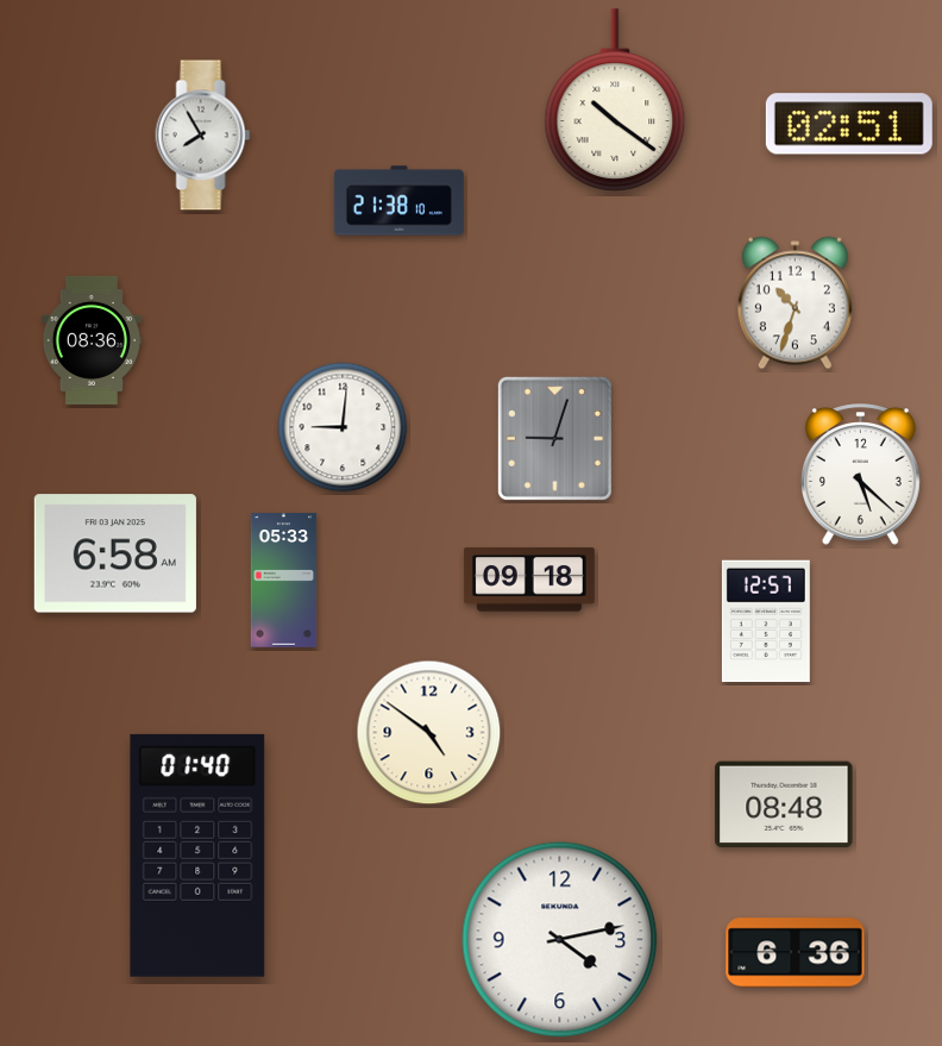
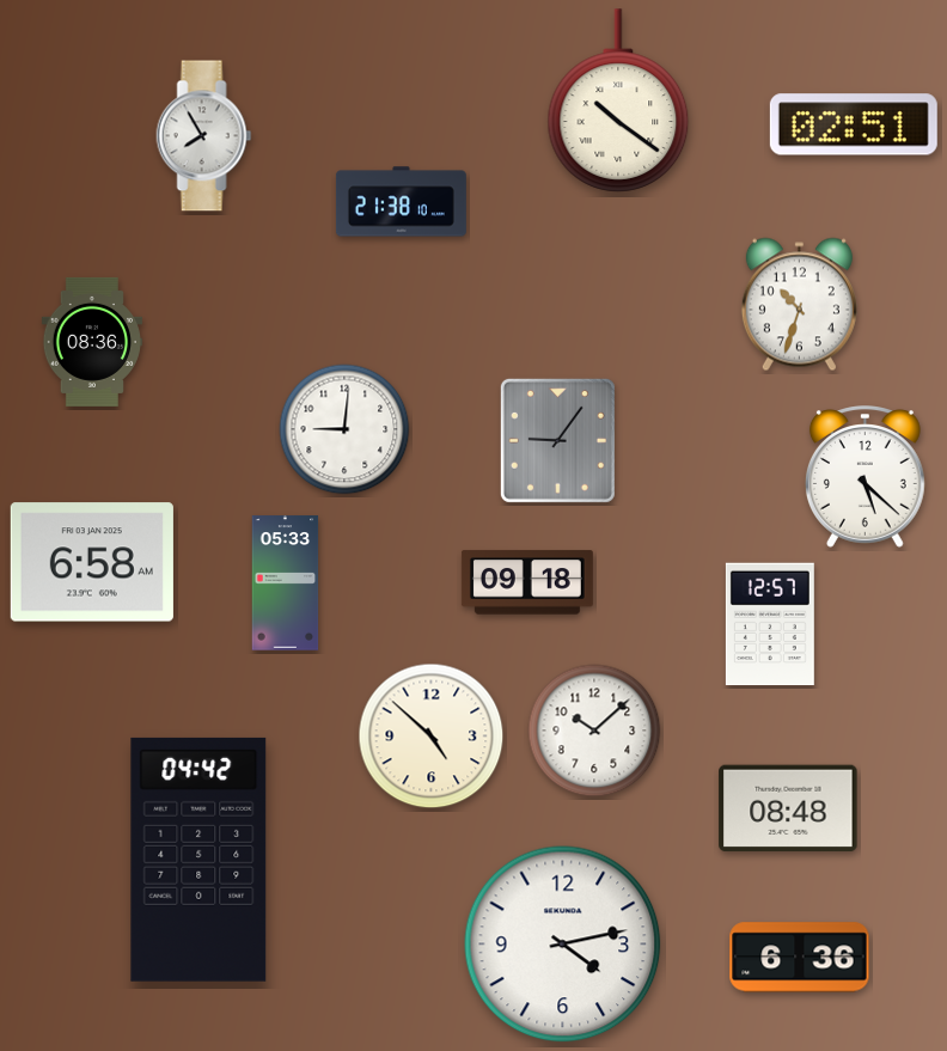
clock at (554, 438): 9:03 -> 9:06
clock at (115, 553) position: (115, 553) -> (92, 562)
clock at (529, 580) position: (529, 580) -> (527, 582)
clock at (594, 731): none -> 10:08
clock at (429, 733): 4:51 -> 4:52
clock at (197, 856): 01:40 -> 04:42
